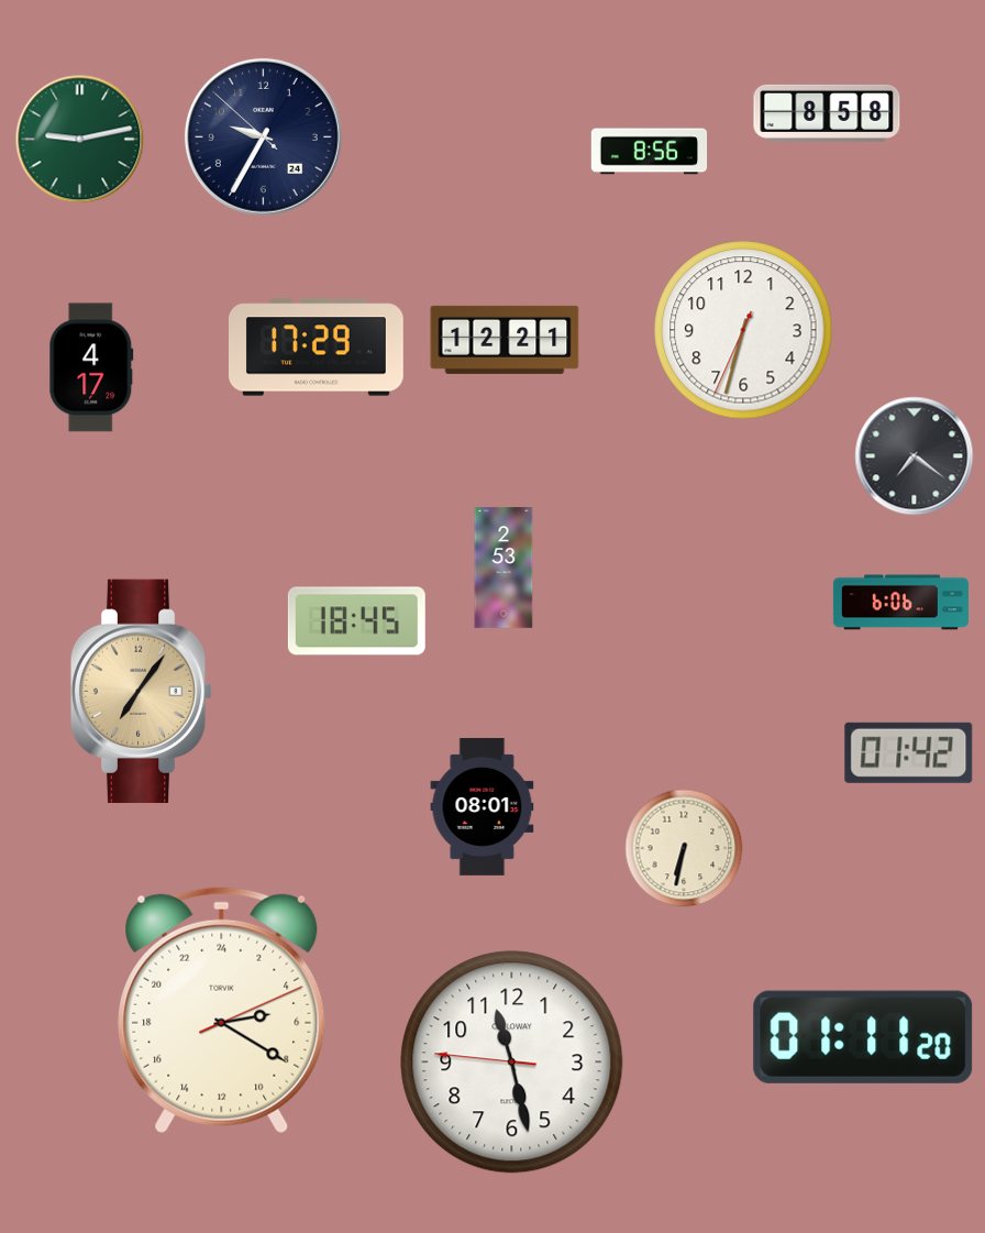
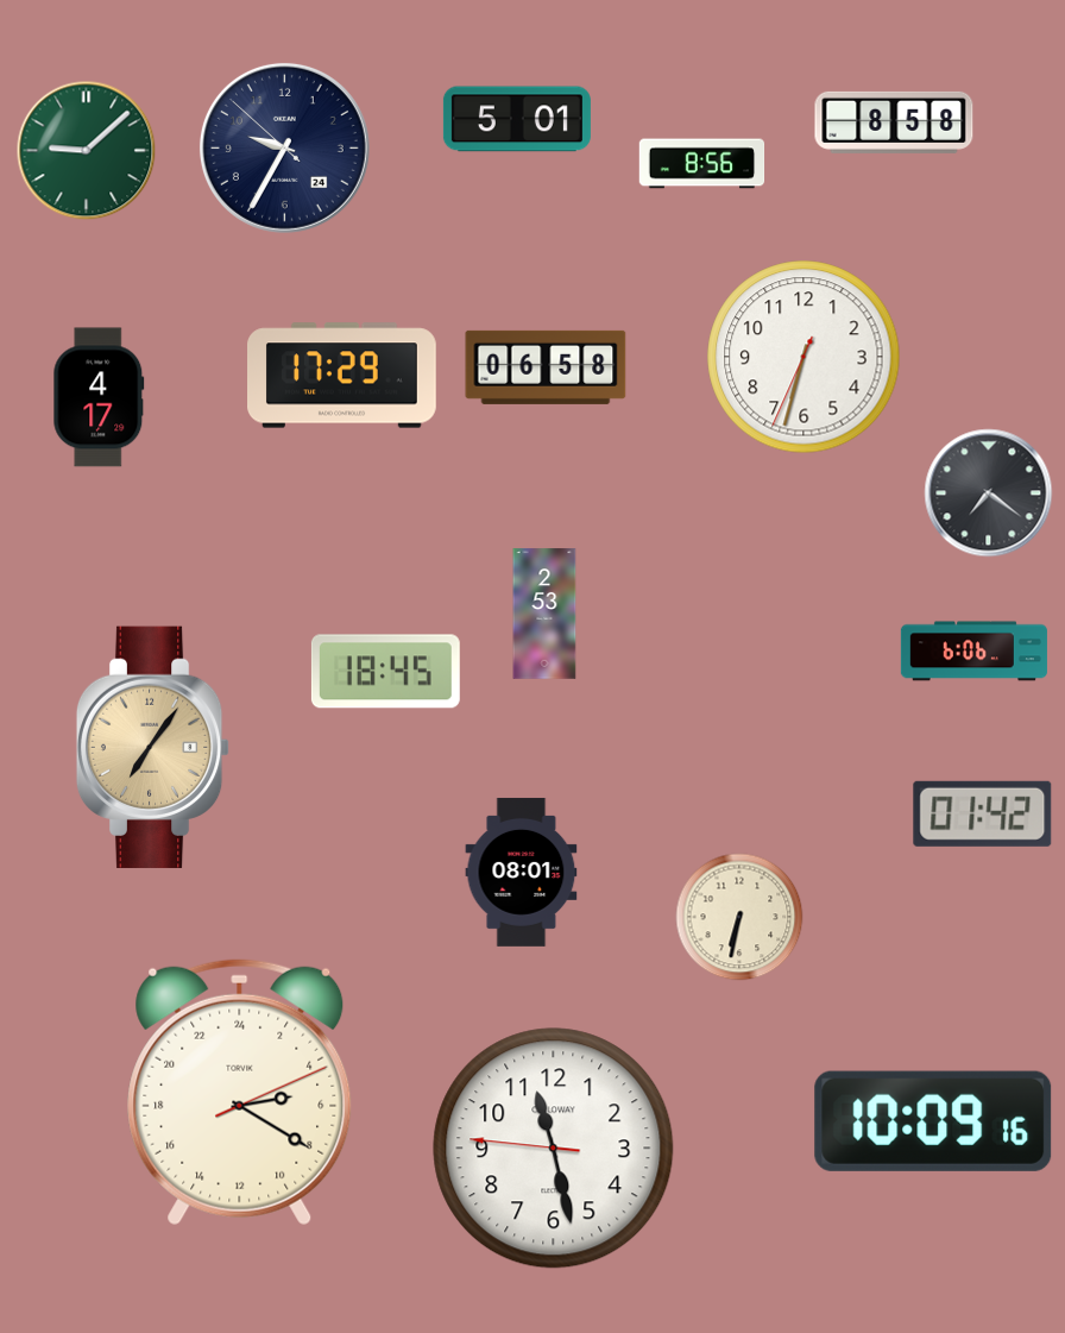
clock at (517, 119): none -> 5:01
clock at (80, 140): 9:13 -> 9:08
clock at (505, 340): 12:21 -> 06:58
clock at (863, 1037): 01:11 -> 10:09
